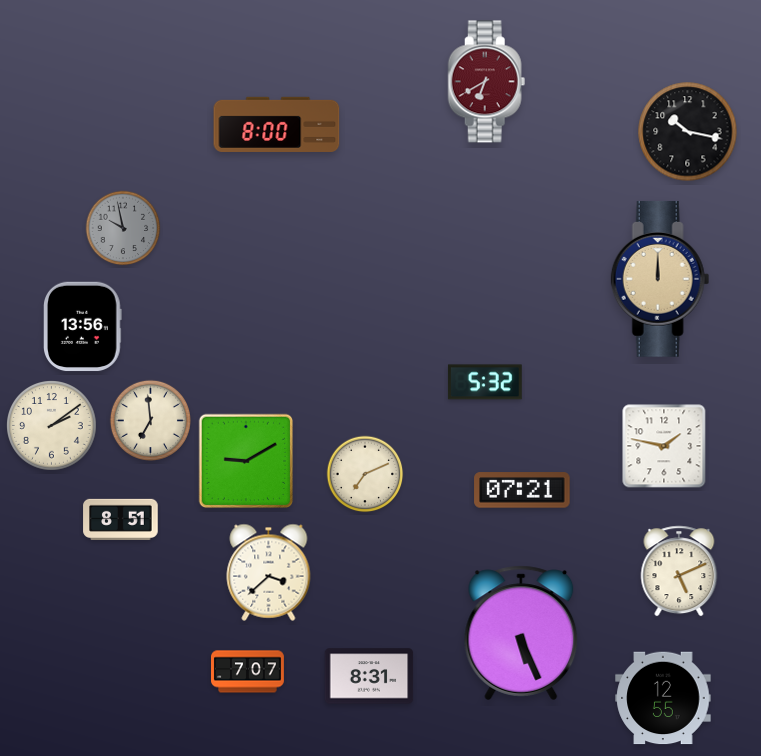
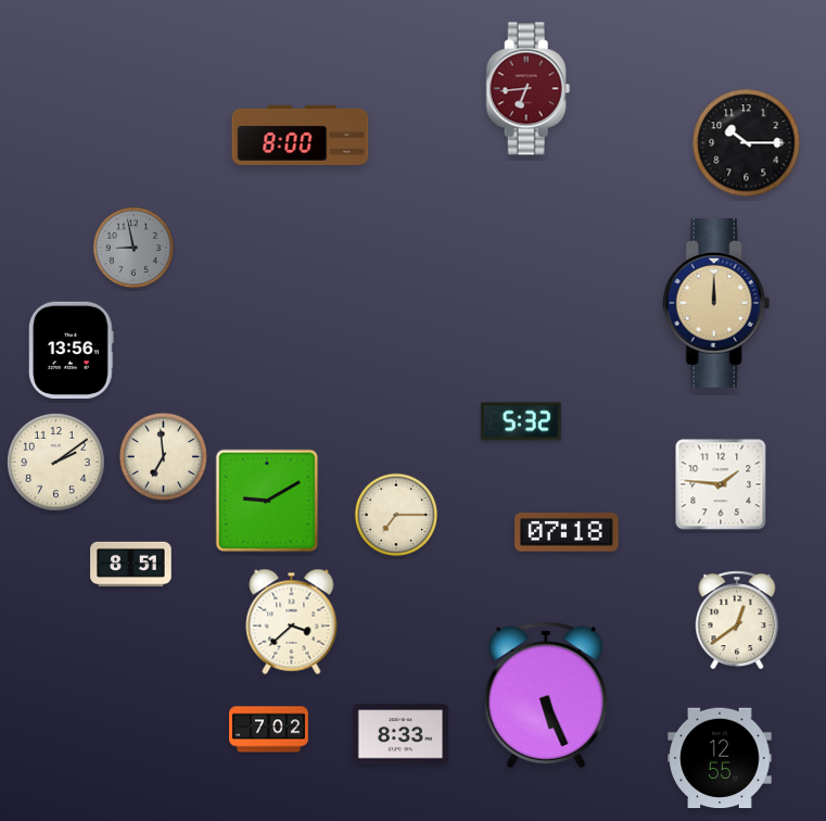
clock at (487, 82): 6:40 -> 6:44
clock at (688, 132): 10:17 -> 10:15
clock at (123, 228): 9:58 -> 8:58
clock at (83, 327) position: (83, 327) -> (72, 351)
clock at (485, 382) position: (485, 382) -> (521, 421)
clock at (664, 446): 1:47 -> 1:46
clock at (365, 474): 7:11 -> 7:15
clock at (522, 490): 07:21 -> 07:18
clock at (679, 571): 5:11 -> 12:39
clock at (521, 633) position: (521, 633) -> (546, 695)
clock at (248, 672): 7:07 -> 7:02
clock at (369, 676): 8:31 -> 8:33
